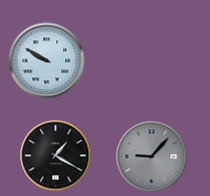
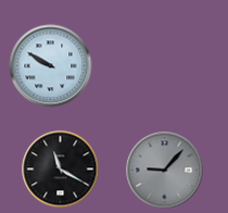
clock at (56, 156): 1:20 -> 11:20
